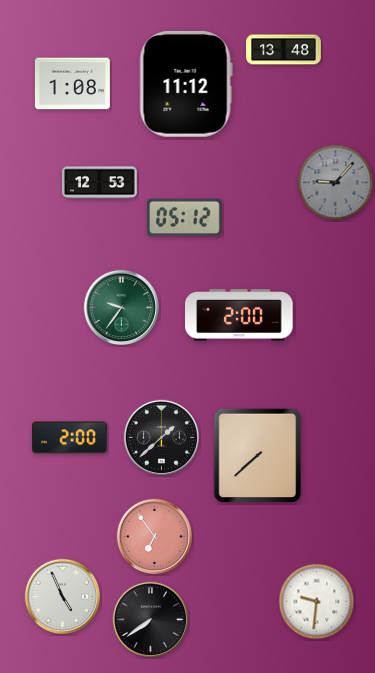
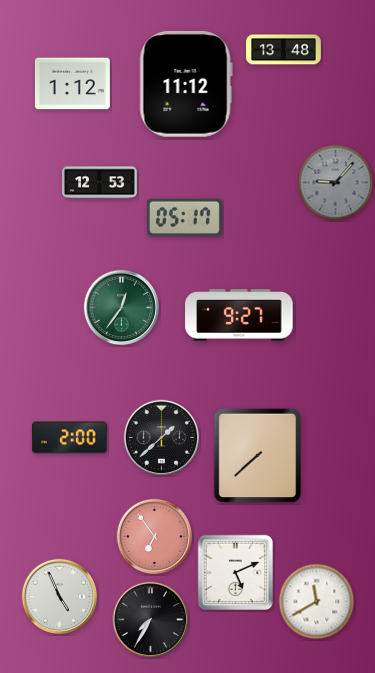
clock at (72, 84): 1:08 -> 1:12
clock at (184, 218): 05:12 -> 05:17
clock at (122, 308): 9:36 -> 12:36
clock at (239, 315): 2:00 -> 9:27
clock at (236, 573): none -> 5:11
clock at (63, 597) position: (63, 597) -> (60, 597)
clock at (317, 602): 9:31 -> 11:40
clock at (151, 620): 7:39 -> 7:35
